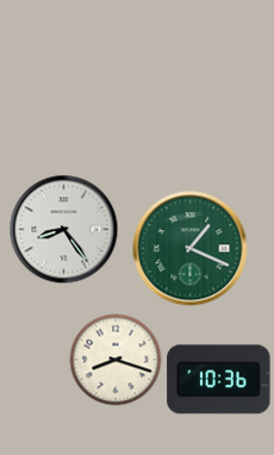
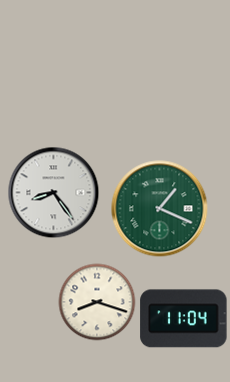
clock at (219, 380): 10:36 -> 11:04
